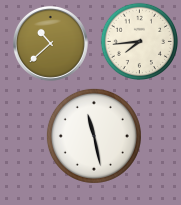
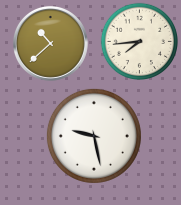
clock at (94, 136): 11:28 -> 9:28
